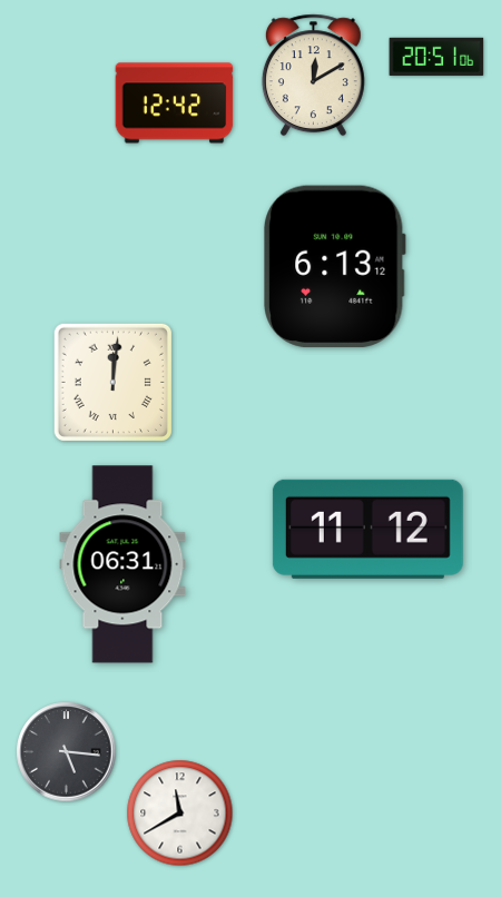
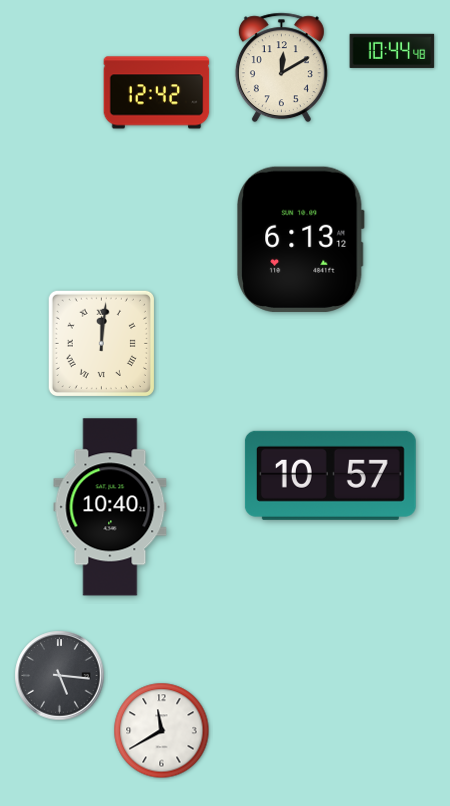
clock at (436, 57): 20:51 -> 10:44
clock at (367, 529): 11:12 -> 10:57
clock at (122, 564): 06:31 -> 10:40
